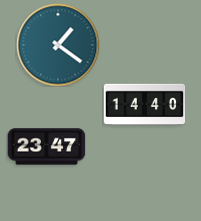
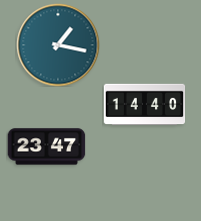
clock at (58, 45): 1:21 -> 1:17
